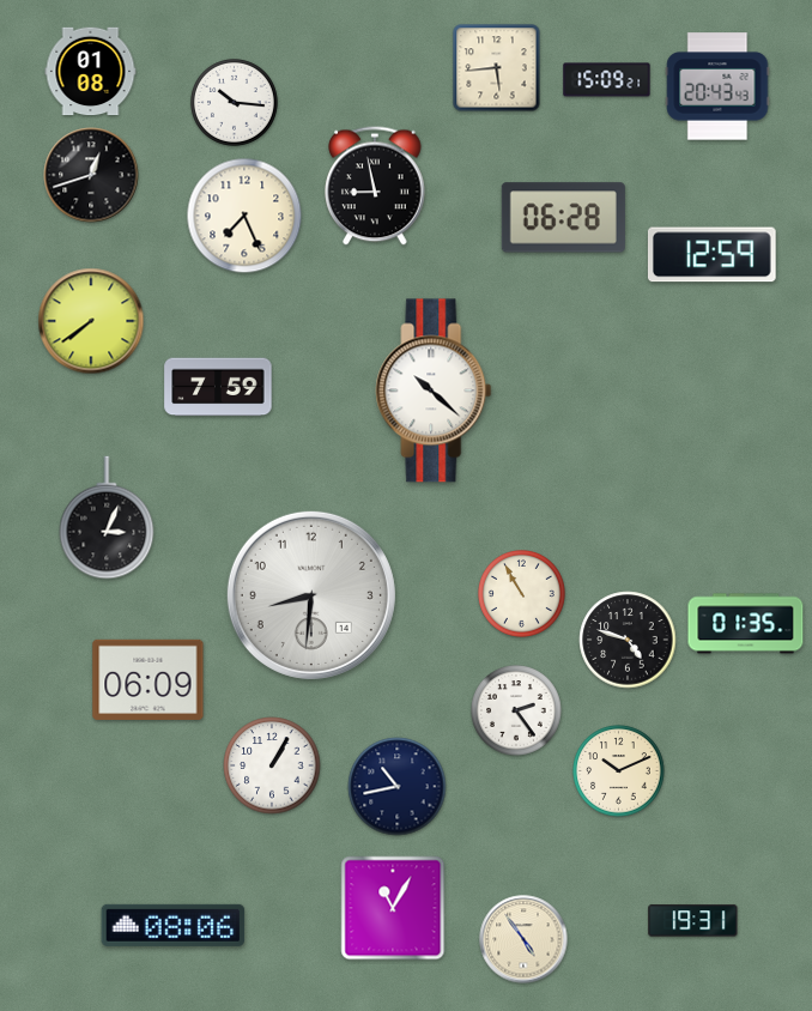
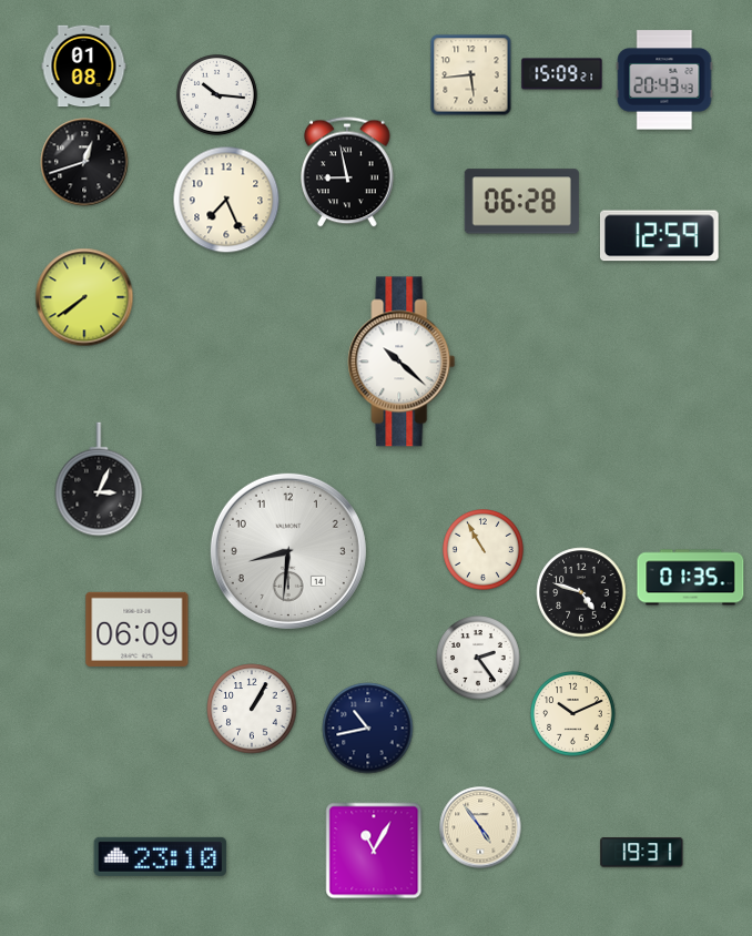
clock at (497, 68) position: (497, 68) -> (471, 75)
clock at (218, 387): 7:59 -> none
clock at (393, 908) position: (393, 908) -> (374, 851)
clock at (174, 925): 08:06 -> 23:10
clock at (523, 939) position: (523, 939) -> (480, 827)
